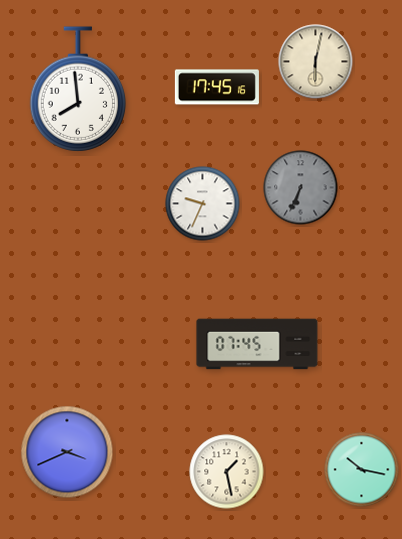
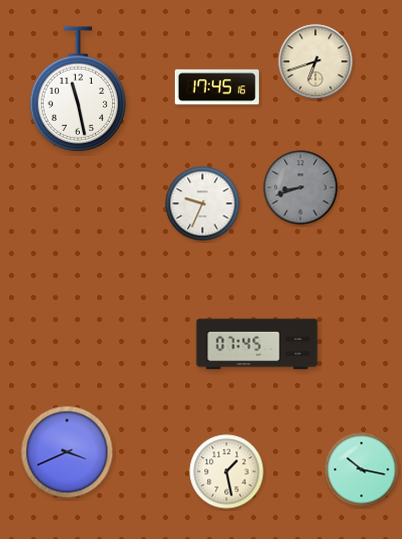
clock at (316, 62): 6:02 -> 6:42
clock at (78, 89): 7:59 -> 11:28
clock at (301, 188): 6:34 -> 8:42
